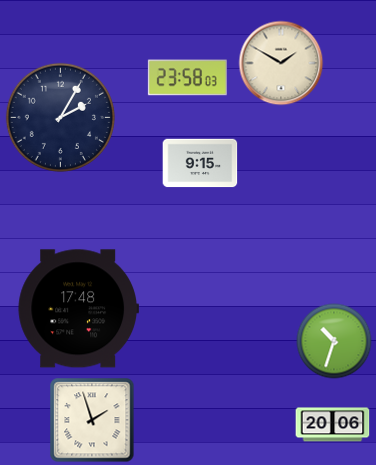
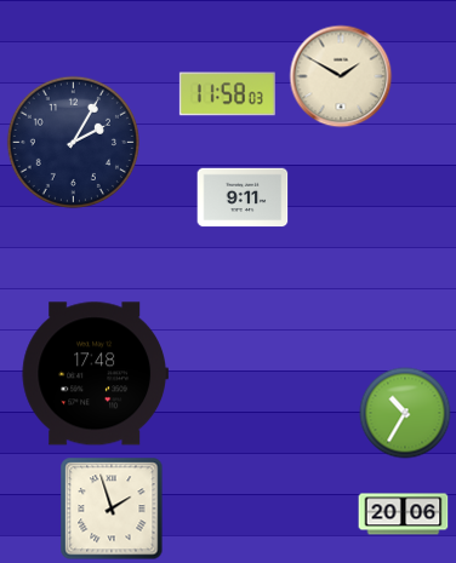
clock at (187, 78): 23:58 -> 11:58
clock at (200, 163): 9:15 -> 9:11
clock at (334, 341): 10:33 -> 10:35
